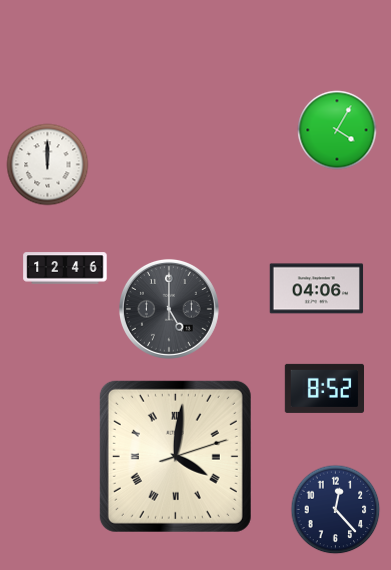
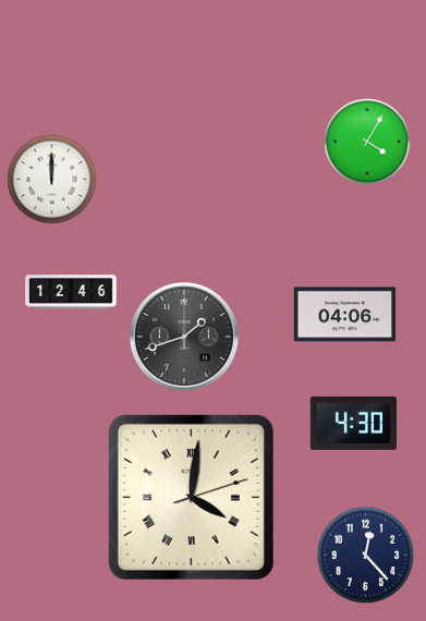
clock at (169, 309): 5:00 -> 1:42
clock at (324, 388): 8:52 -> 4:30
